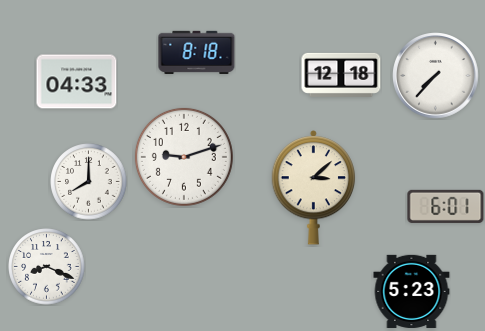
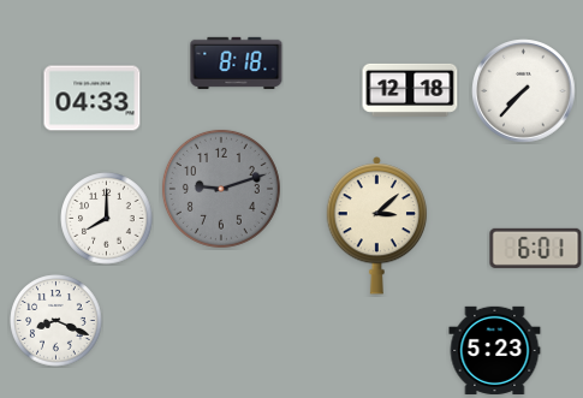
clock at (184, 157) dial: white -> grey
